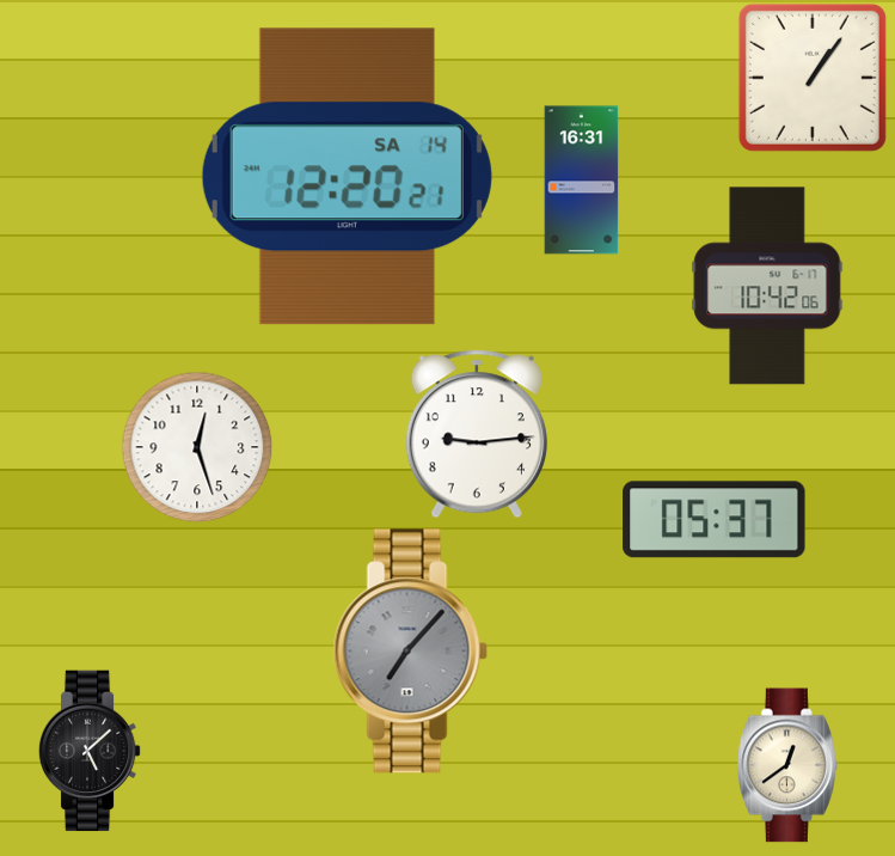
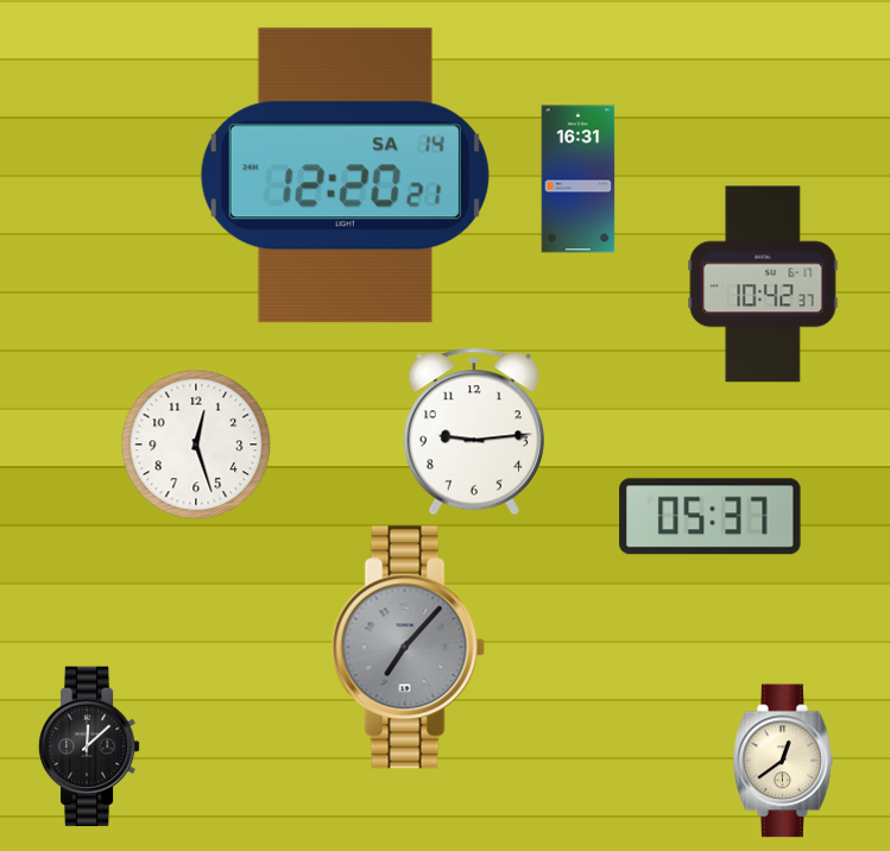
clock at (813, 78): 1:06 -> none
clock at (767, 286): 10:42:06 -> 10:42:37
clock at (90, 751): 5:08 -> 12:08
